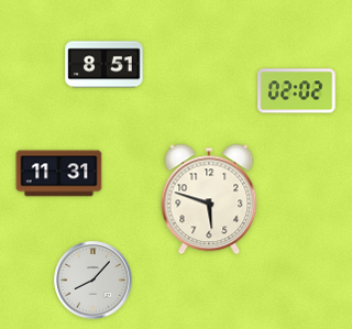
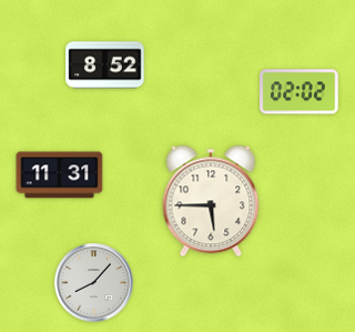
clock at (105, 65): 8:51 -> 8:52
clock at (209, 199): 5:48 -> 5:45
